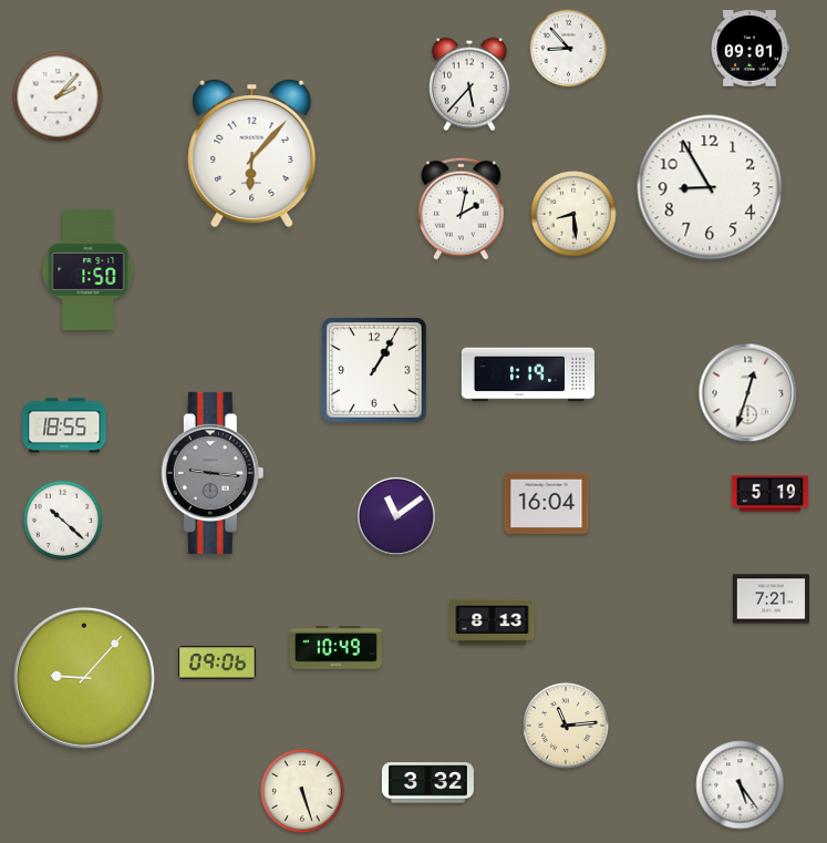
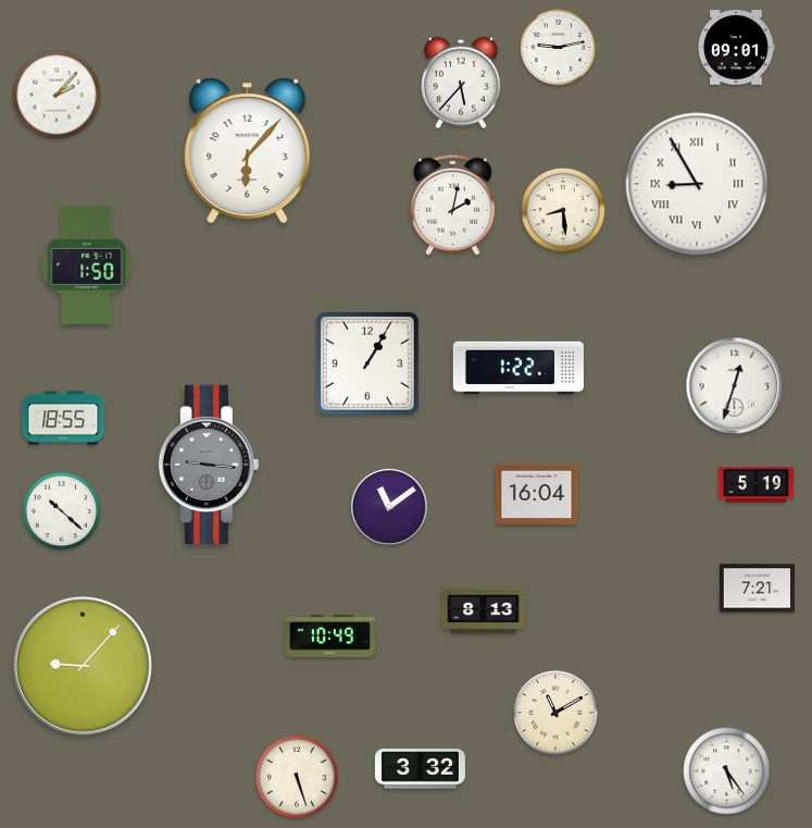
clock at (569, 49): 8:53 -> 9:13
clock at (710, 187) numerals: Arabic -> Roman
clock at (528, 374): 1:19 -> 1:22
clock at (217, 662): 09:06 -> none
clock at (566, 726): 11:14 -> 11:10
